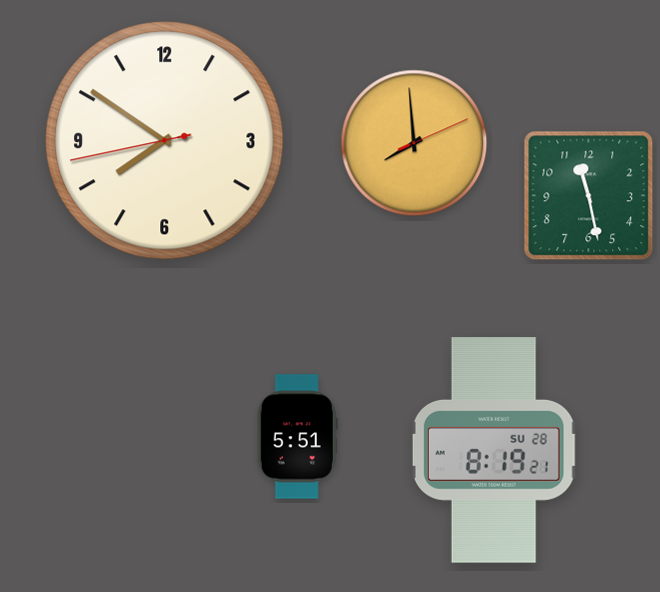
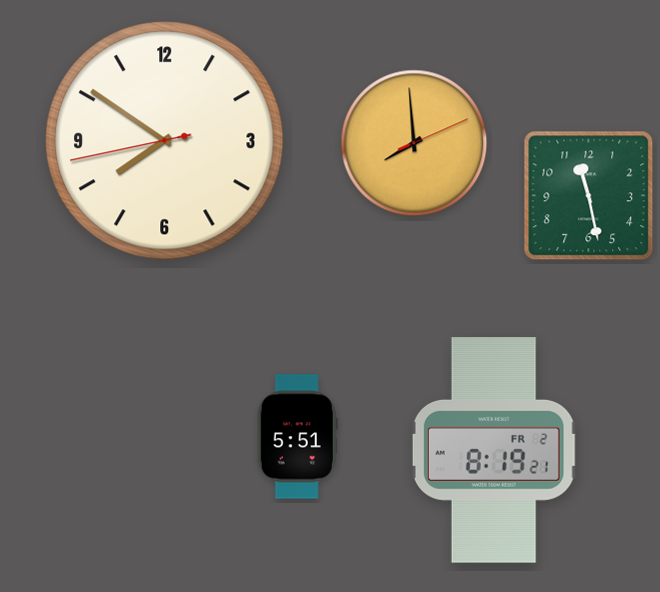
clock at (494, 450) date: SU 28 -> FR 2
